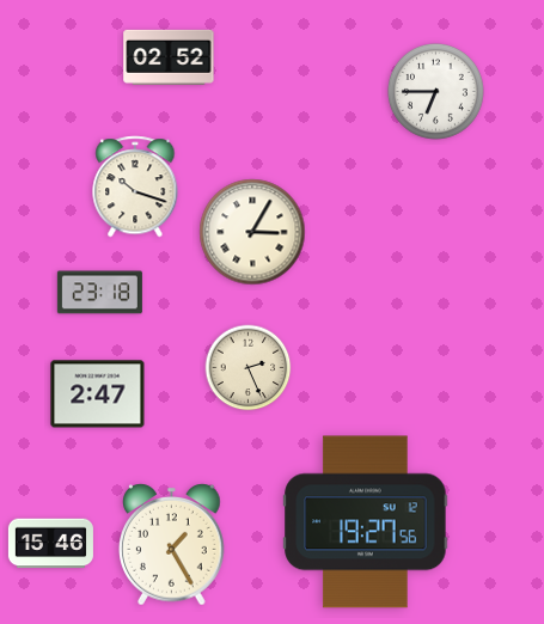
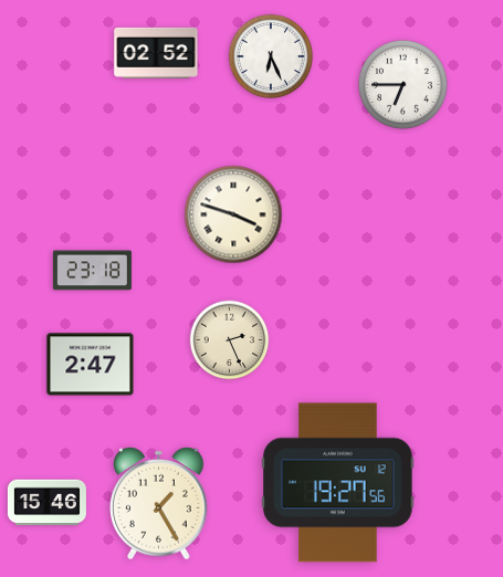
clock at (270, 55): none -> 6:26
clock at (135, 186): 10:18 -> none
clock at (252, 232): 3:05 -> 3:48
